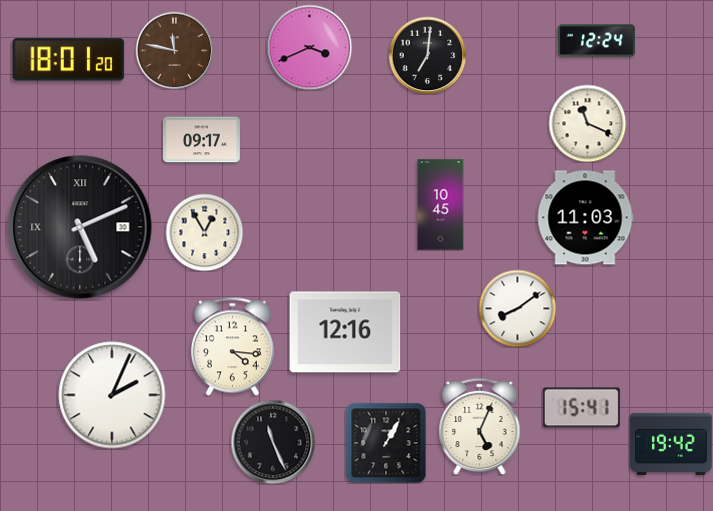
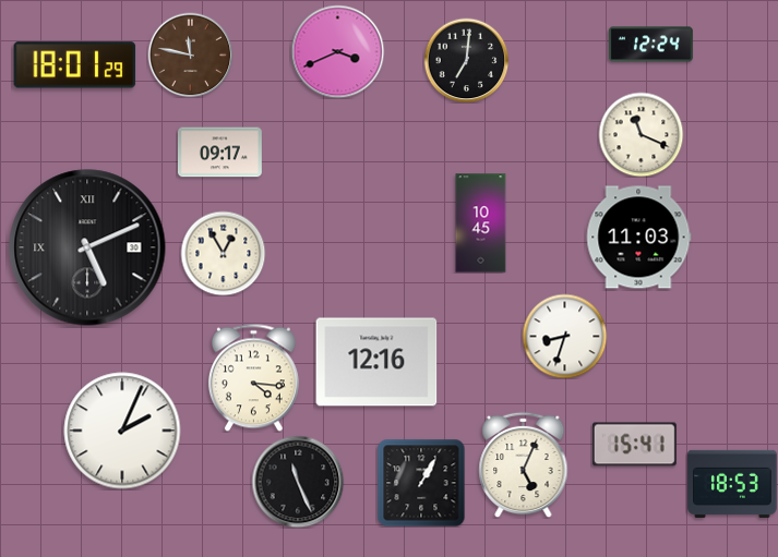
clock at (69, 60): 18:01:20 -> 18:01:29
clock at (517, 308): 8:09 -> 8:33
clock at (671, 444): 19:42 -> 18:53
